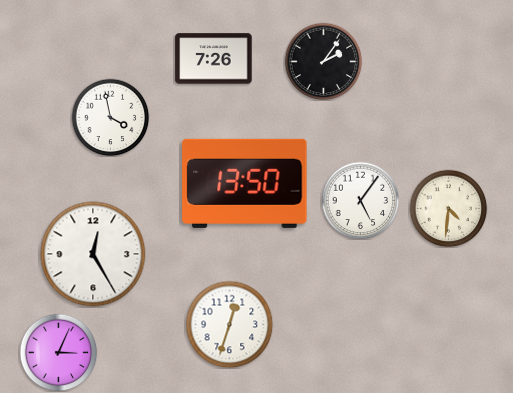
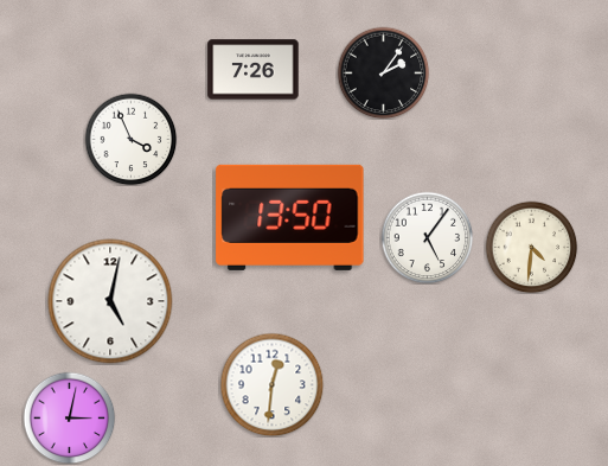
clock at (110, 117): 3:58 -> 3:56
clock at (93, 254): 12:25 -> 5:02
clock at (229, 324): 12:33 -> 12:31
clock at (58, 352): 3:04 -> 3:02
